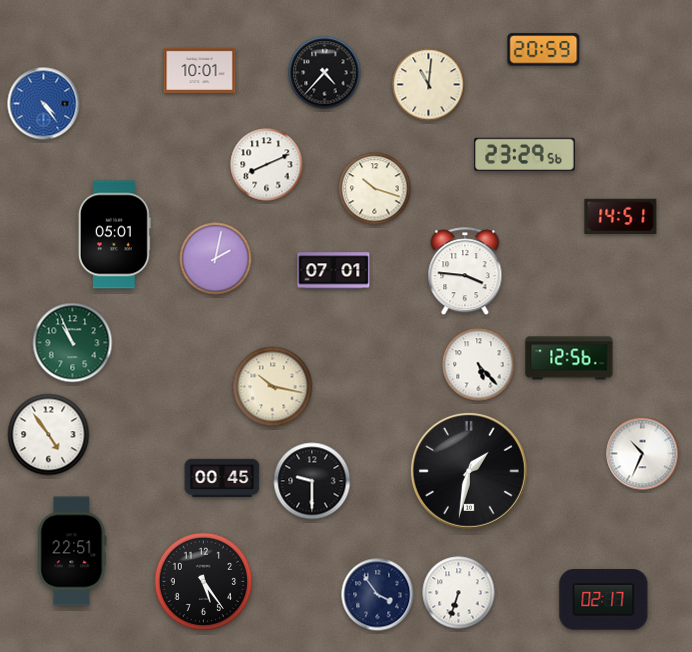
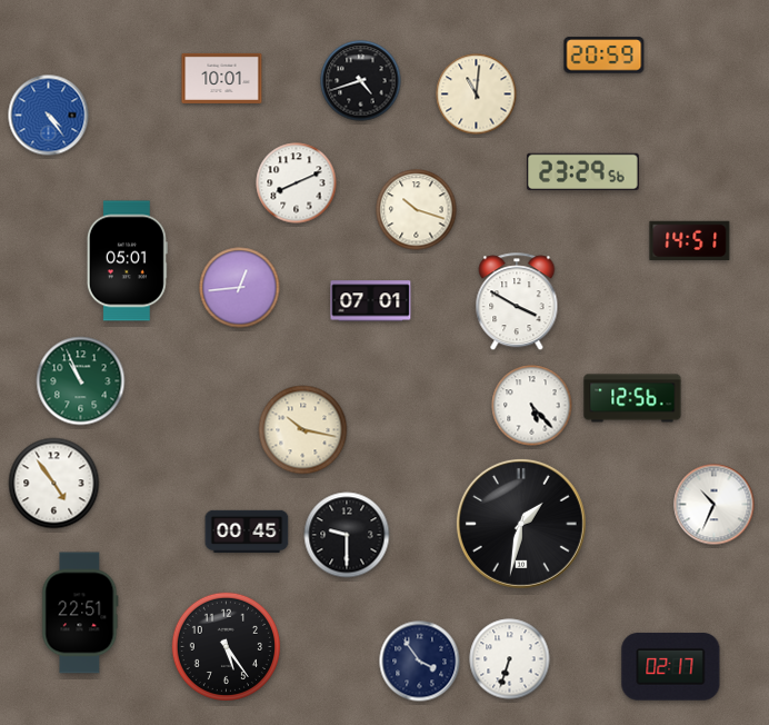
clock at (325, 73): 4:37 -> 4:42
clock at (216, 259): 2:02 -> 12:44
clock at (465, 272): 3:46 -> 3:50
